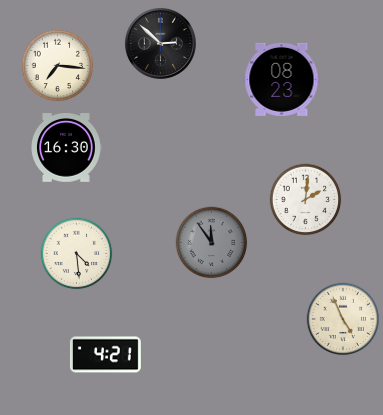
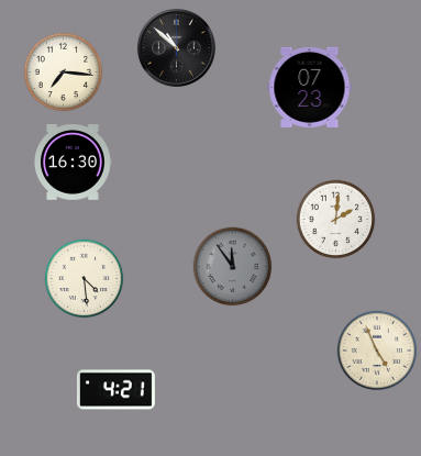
clock at (160, 43): 2:52 -> 10:52
clock at (282, 79): 08:23 -> 07:23
